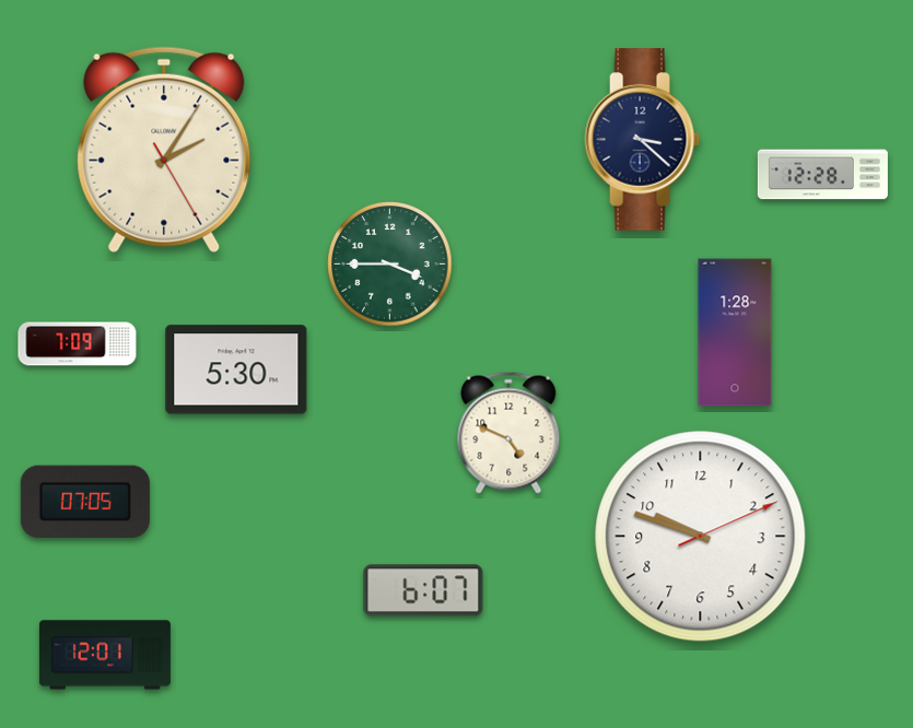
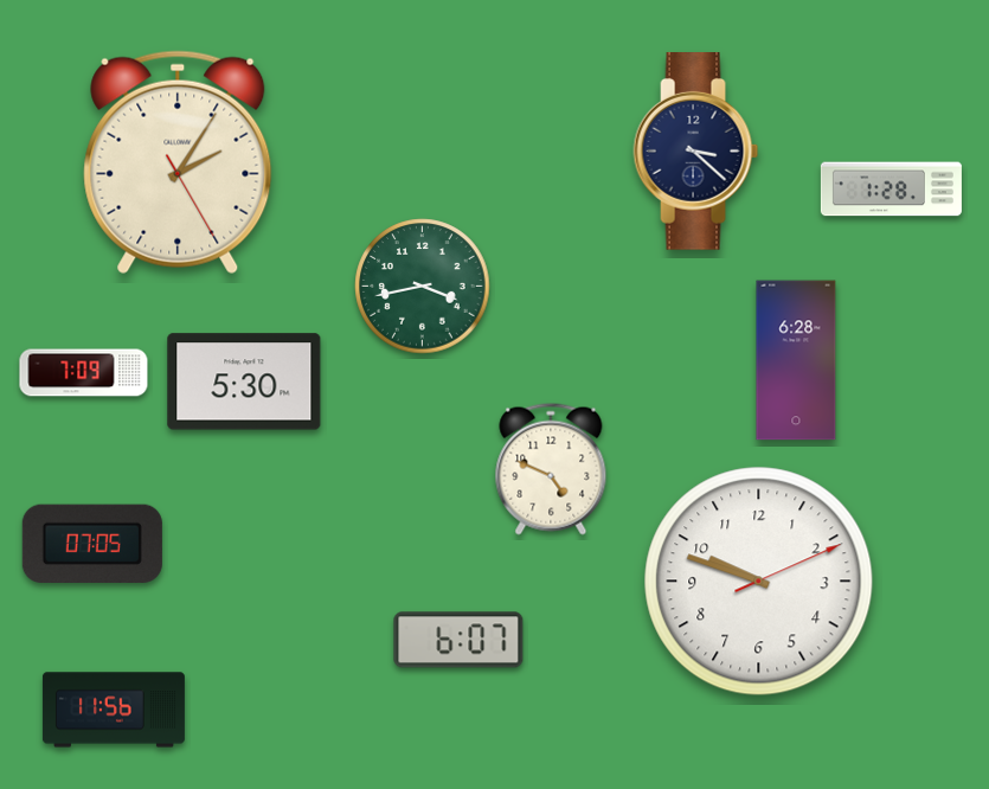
clock at (822, 175): 12:28 -> 1:28
clock at (390, 265): 3:45 -> 3:43
clock at (735, 332): 1:28 -> 6:28
clock at (236, 369) position: (236, 369) -> (244, 381)
clock at (105, 655): 12:01 -> 11:56
